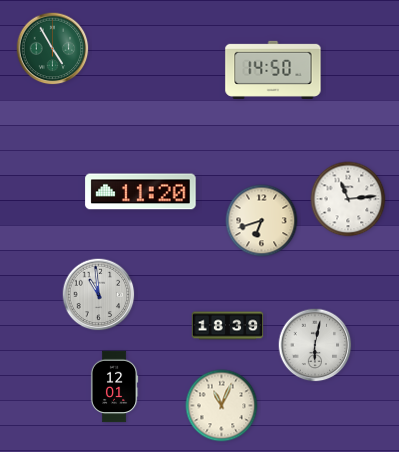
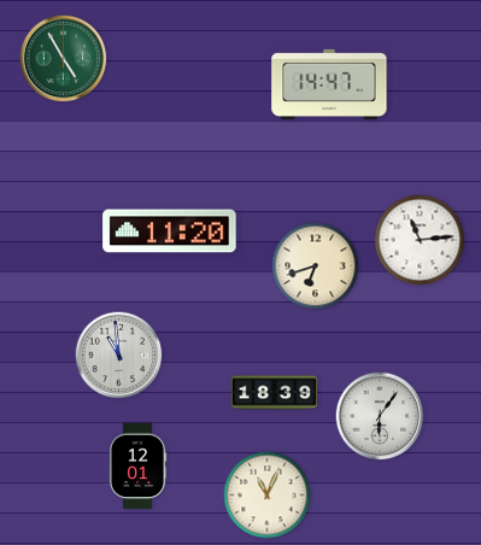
clock at (273, 69): 14:50 -> 14:47
clock at (315, 345): 6:02 -> 6:06
clock at (222, 406) position: (222, 406) -> (268, 496)
